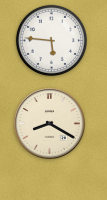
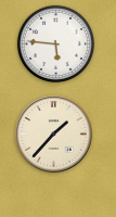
clock at (50, 124): 8:20 -> 1:37
